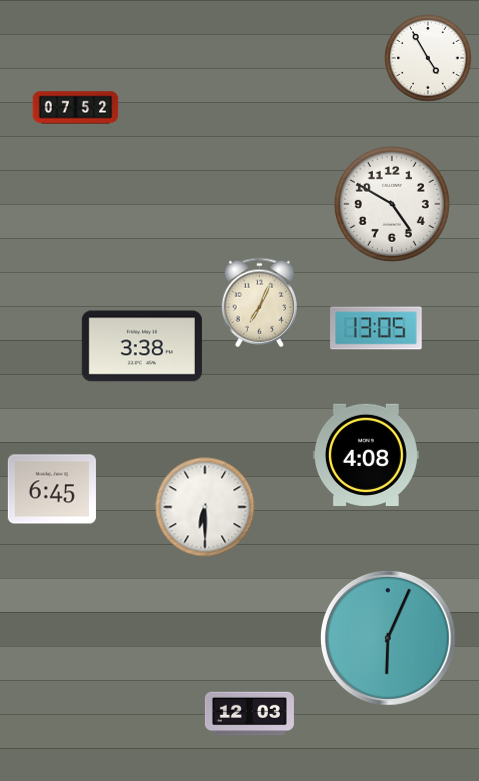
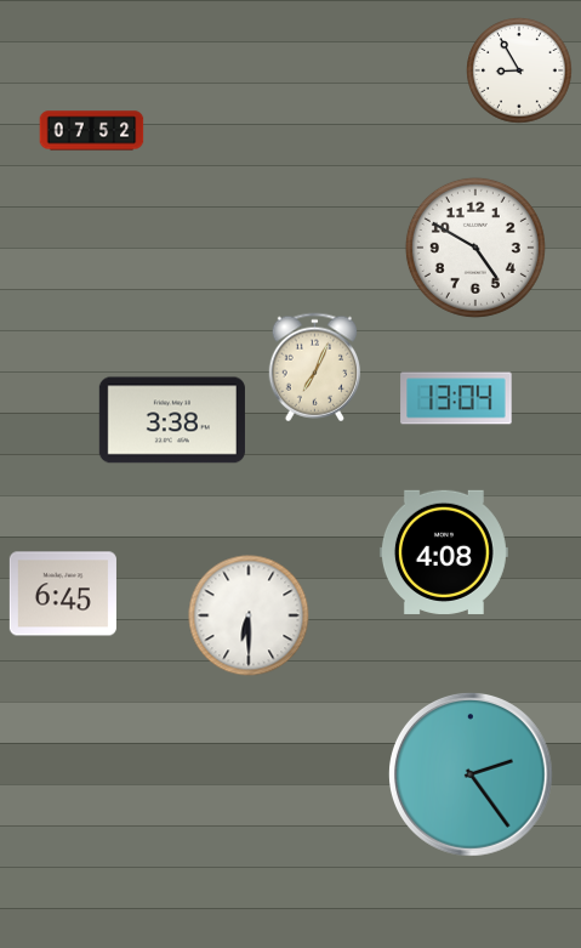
clock at (428, 58): 4:55 -> 8:55
clock at (376, 328): 13:05 -> 13:04
clock at (388, 638): 6:04 -> 2:24
clock at (249, 714): 12:03 -> none
